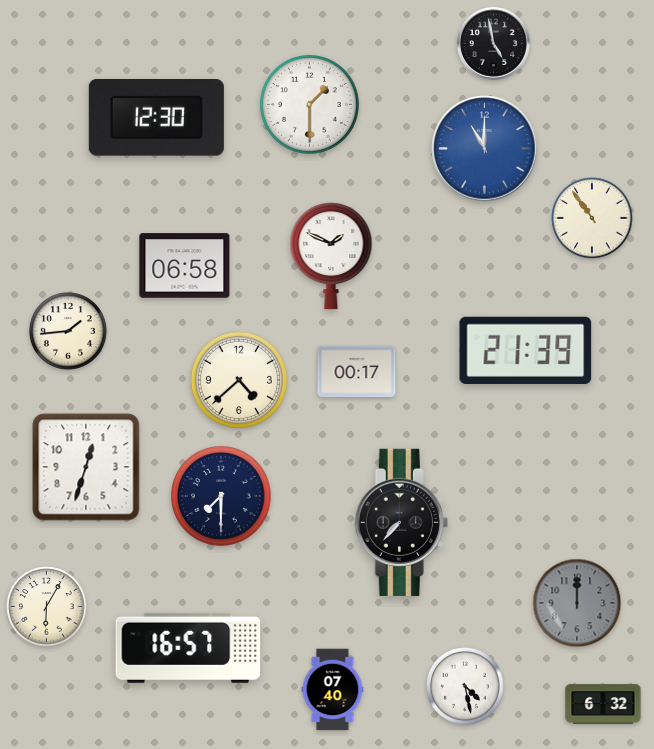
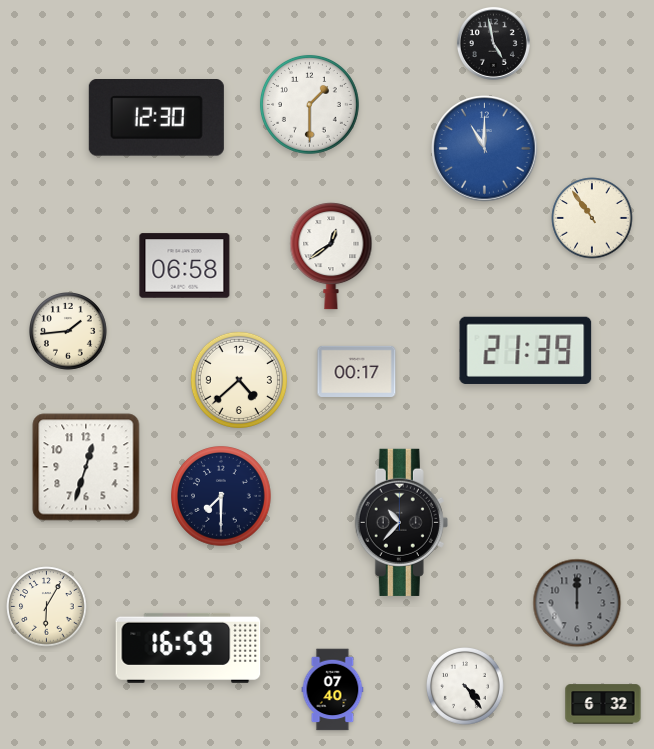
clock at (331, 256): 1:49 -> 12:39
clock at (401, 522): 7:37 -> 10:37
clock at (188, 648): 16:57 -> 16:59
clock at (466, 687): 4:28 -> 4:24
